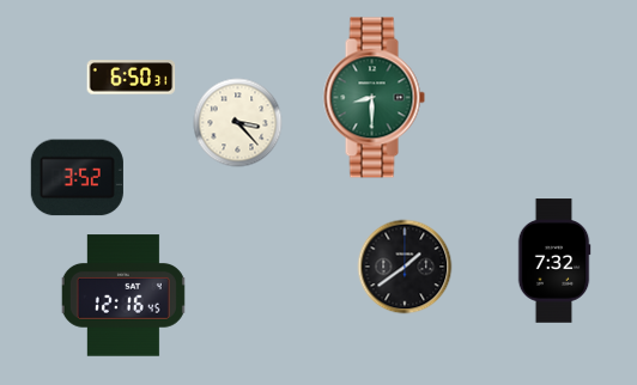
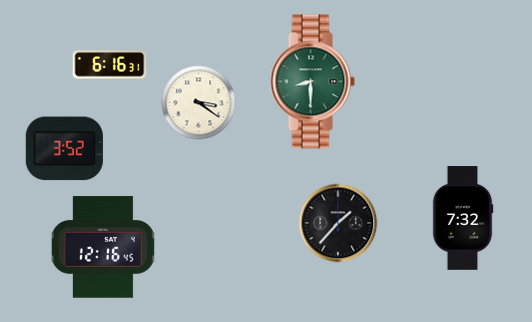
clock at (132, 78): 6:50 -> 6:16
clock at (238, 123): 3:23 -> 3:21
clock at (405, 267): 1:39 -> 1:37
